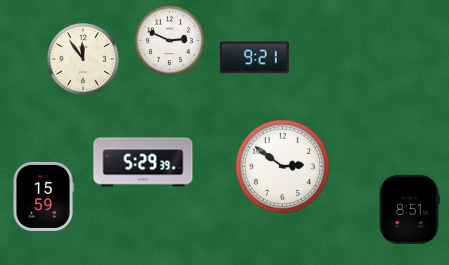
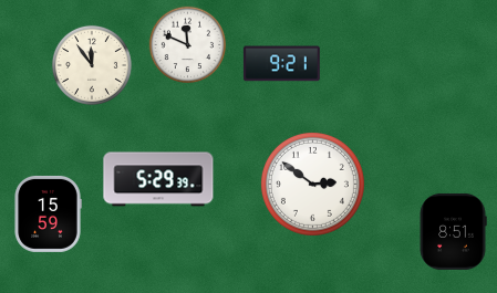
clock at (170, 41): 2:49 -> 11:49
clock at (43, 196) position: (43, 196) -> (48, 213)
